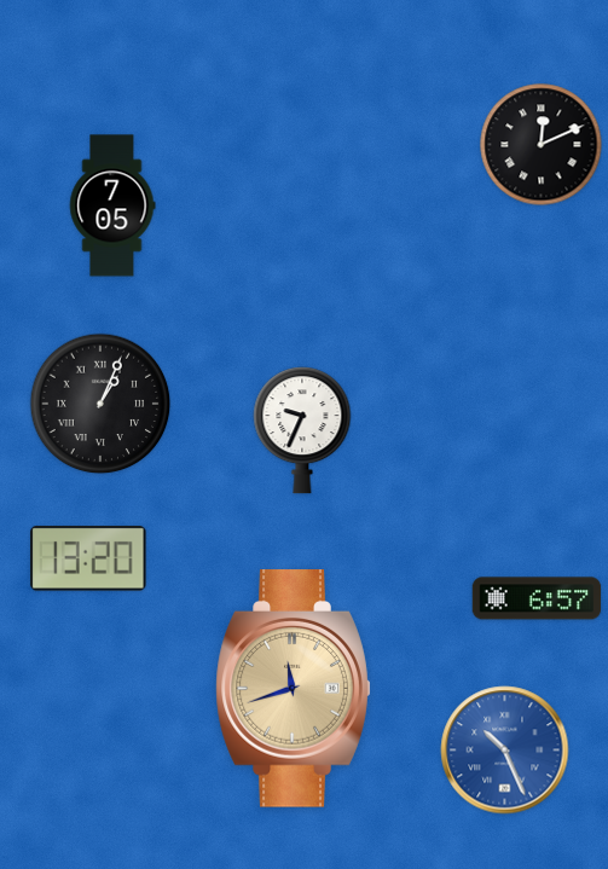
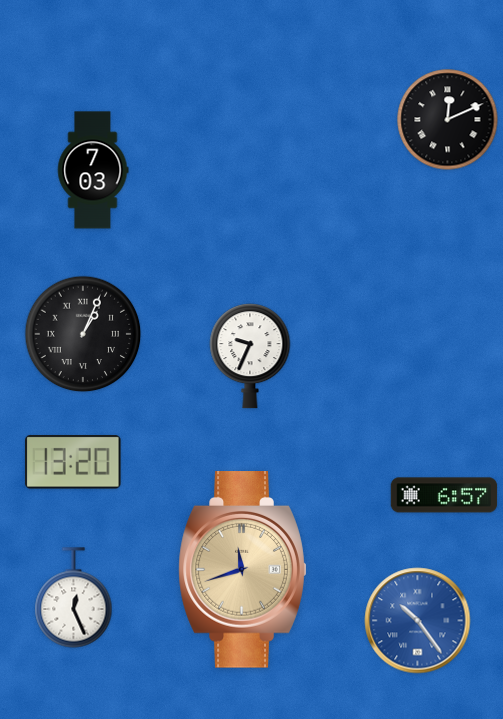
clock at (112, 205): 7:05 -> 7:03
clock at (74, 598): none -> 12:26
clock at (505, 751): 10:26 -> 10:24
